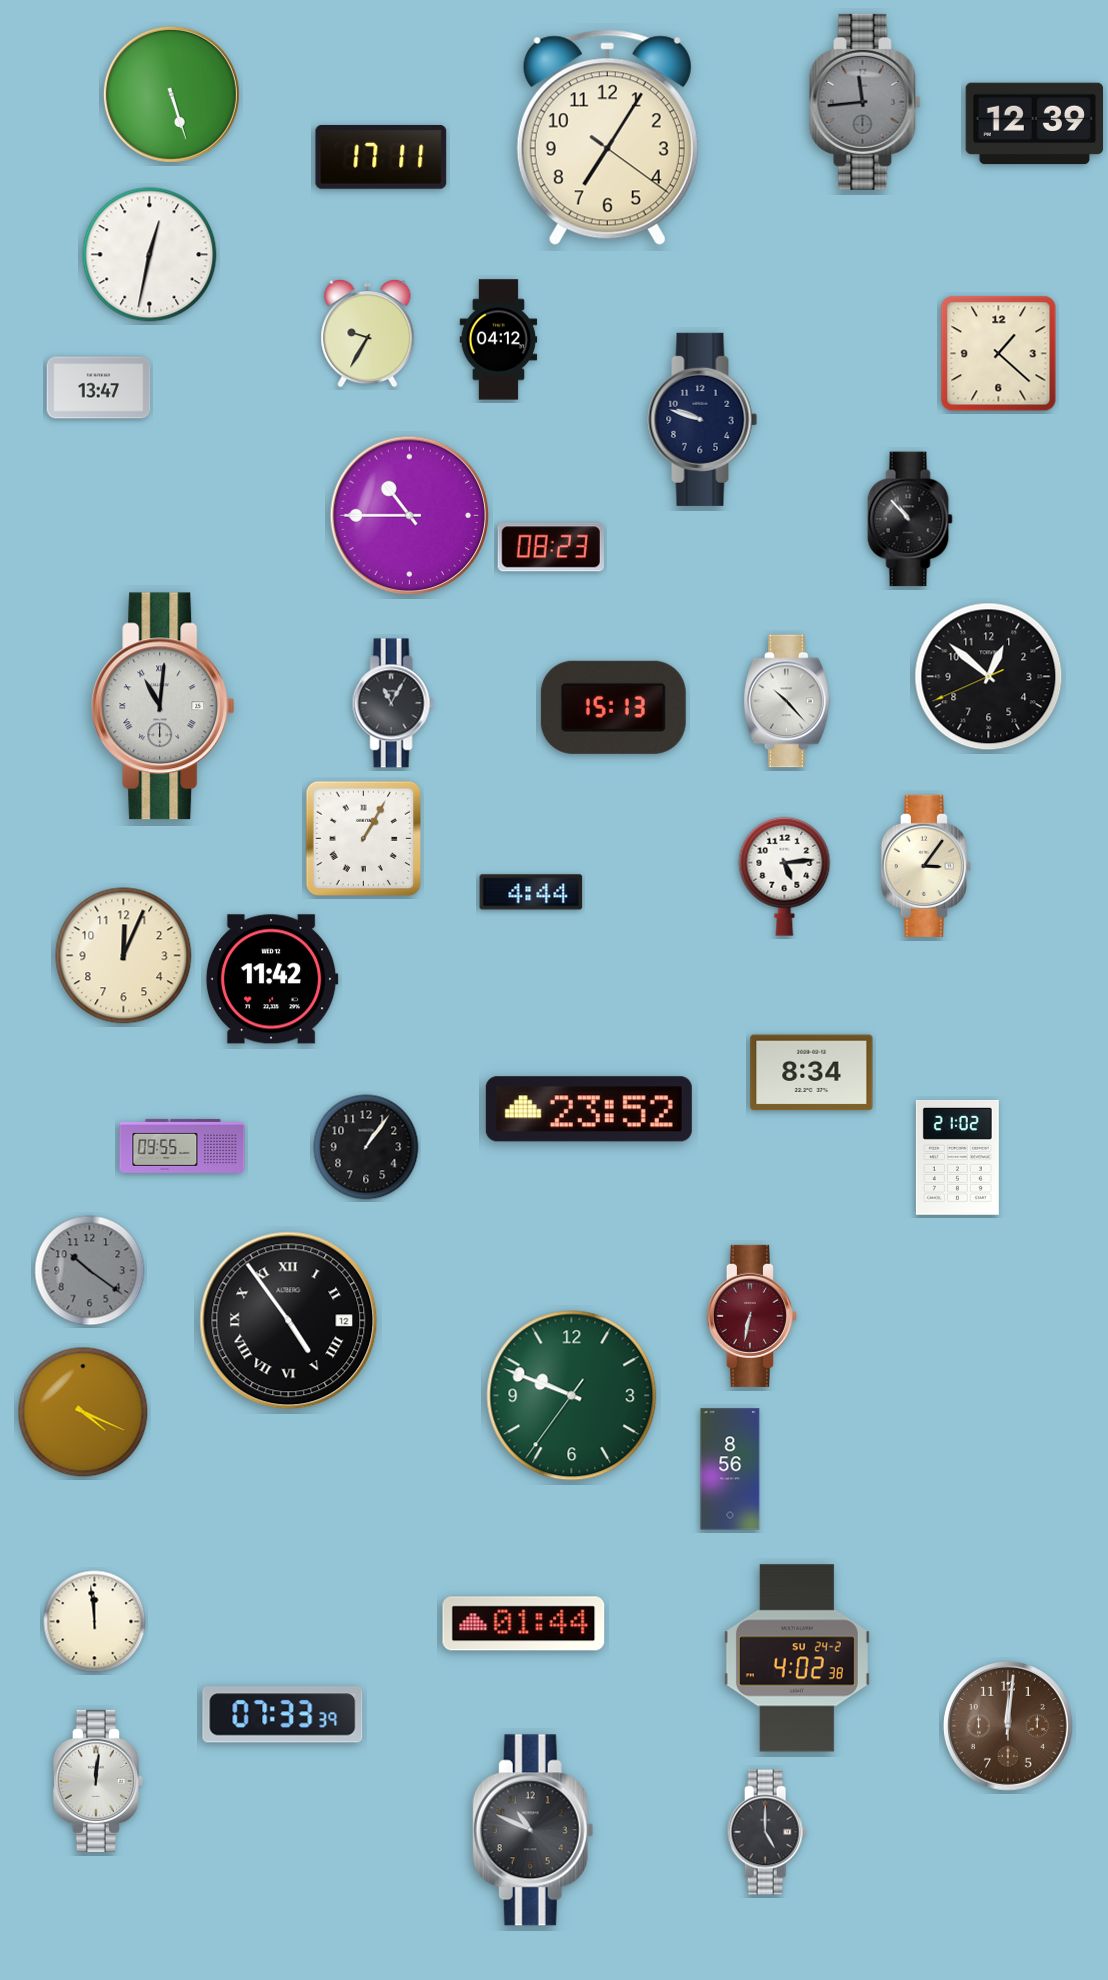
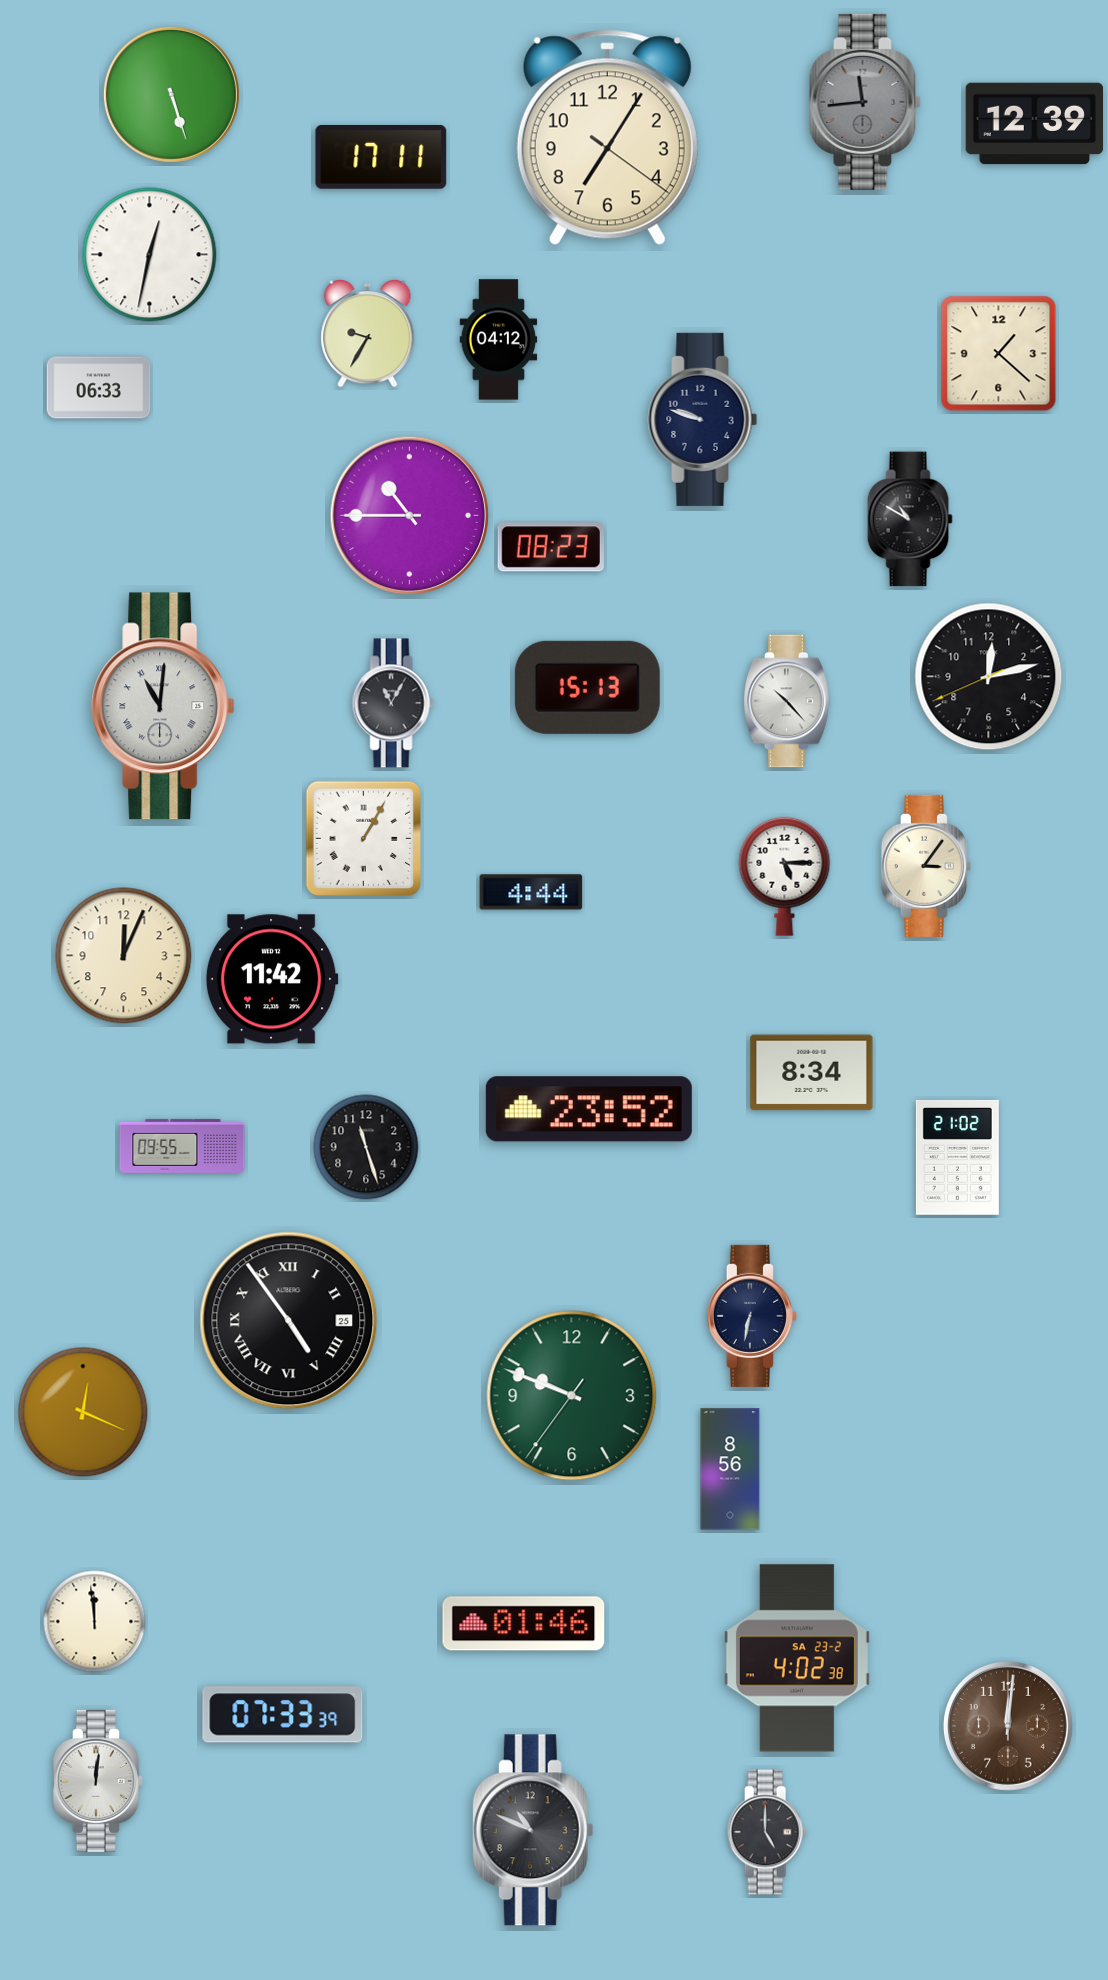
clock at (99, 388): 13:47 -> 06:33
clock at (910, 519): 10:53 -> 10:50
clock at (989, 677): 12:51 -> 12:12
clock at (613, 707) position: (613, 707) -> (587, 687)
clock at (785, 876): 5:14 -> 5:15
clock at (366, 1147): 1:06 -> 11:27
clock at (90, 1271): 10:21 -> none
clock at (752, 1316) dial: burgundy -> navy
clock at (289, 1321) date: 12 -> 25
clock at (83, 1412): 4:19 -> 12:19
clock at (524, 1624): 01:44 -> 01:46
clock at (797, 1658) date: SU 24-2 -> SA 23-2
